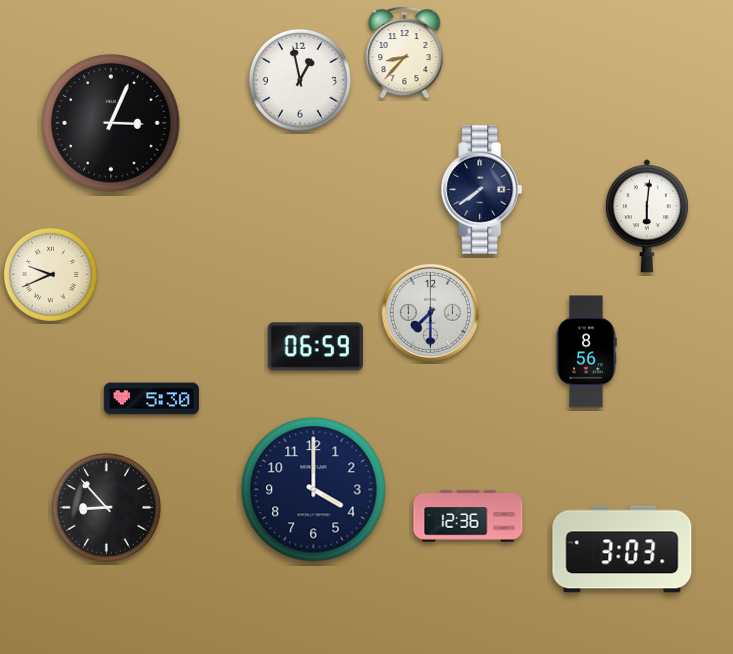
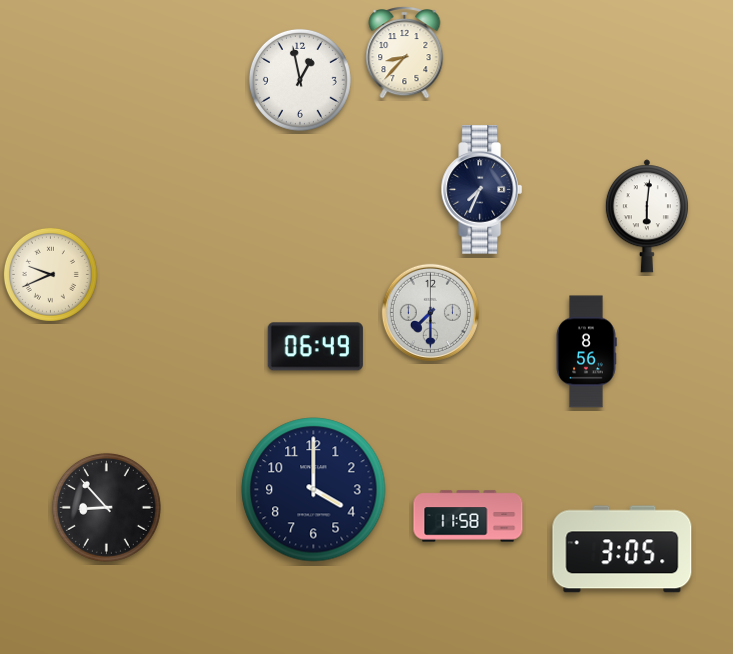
clock at (111, 123): 3:04 -> none
clock at (481, 190): 7:39 -> 7:34
clock at (315, 347): 06:59 -> 06:49
clock at (151, 399): 5:30 -> none
clock at (468, 516): 12:36 -> 11:58
clock at (622, 549): 3:03 -> 3:05
